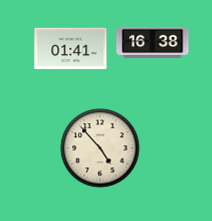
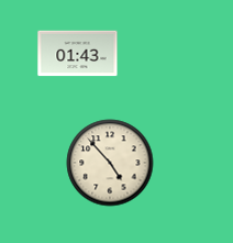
clock at (153, 42): 16:38 -> none
clock at (71, 49): 01:41 -> 01:43
